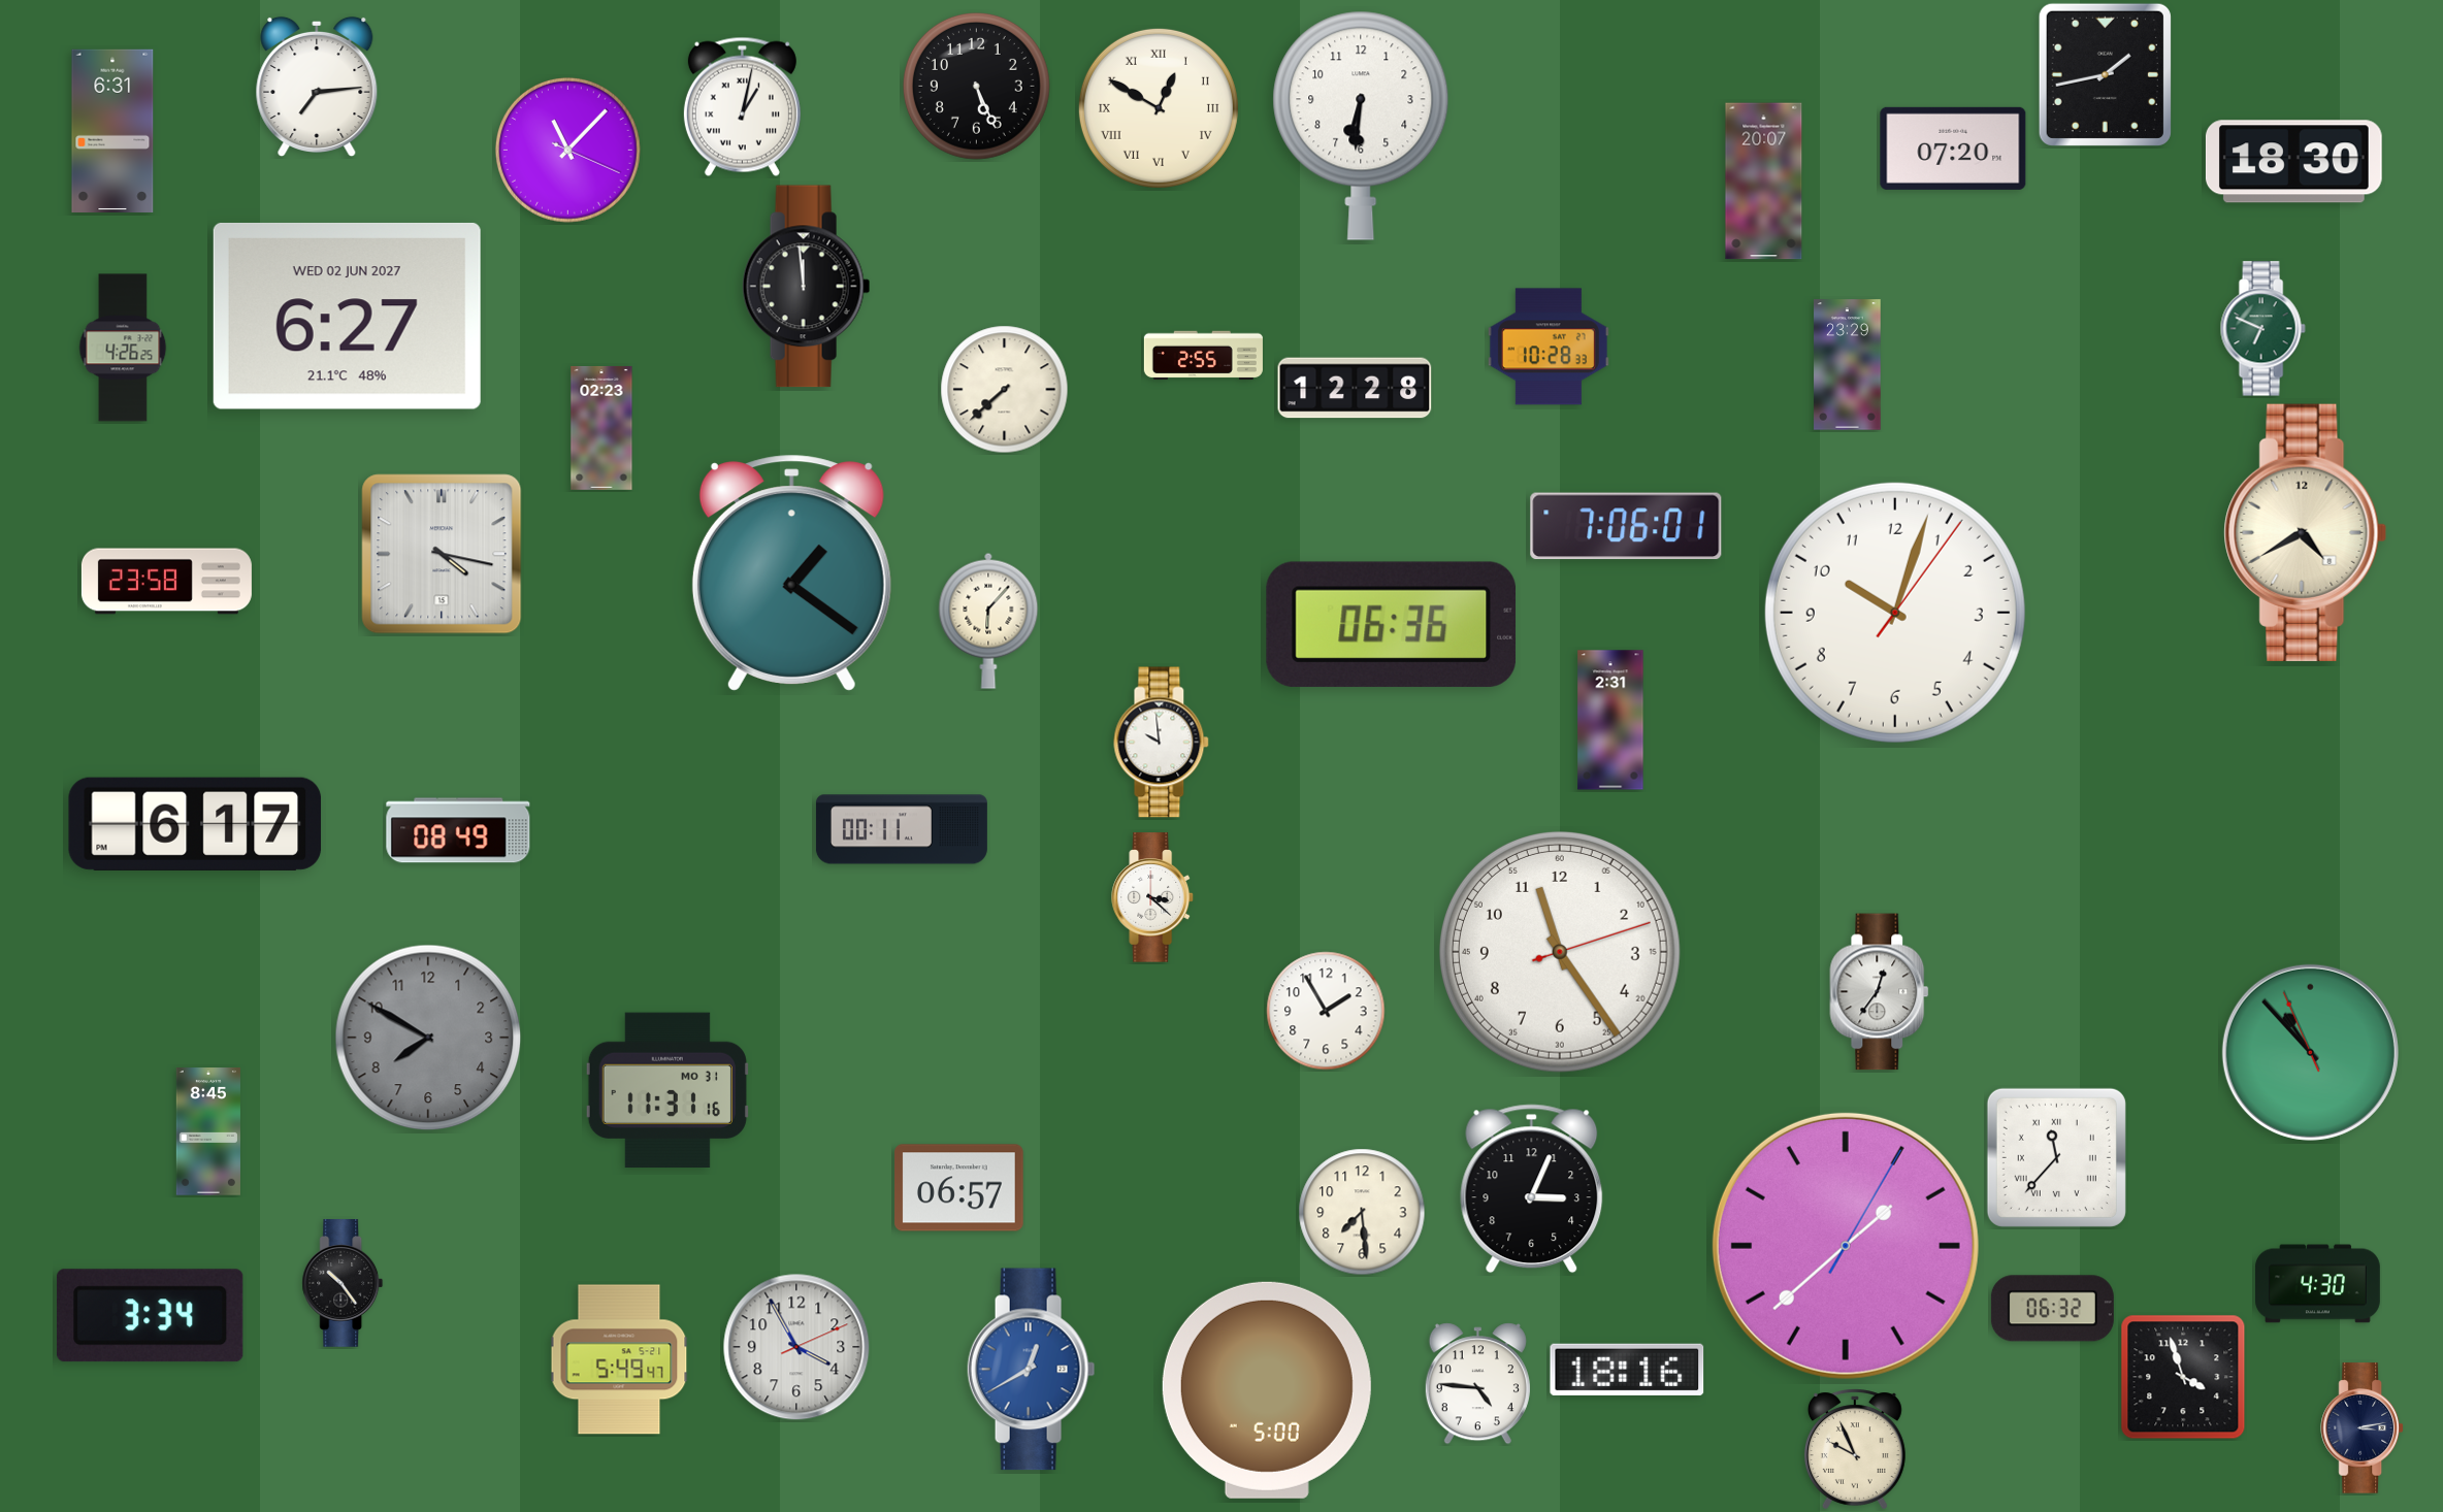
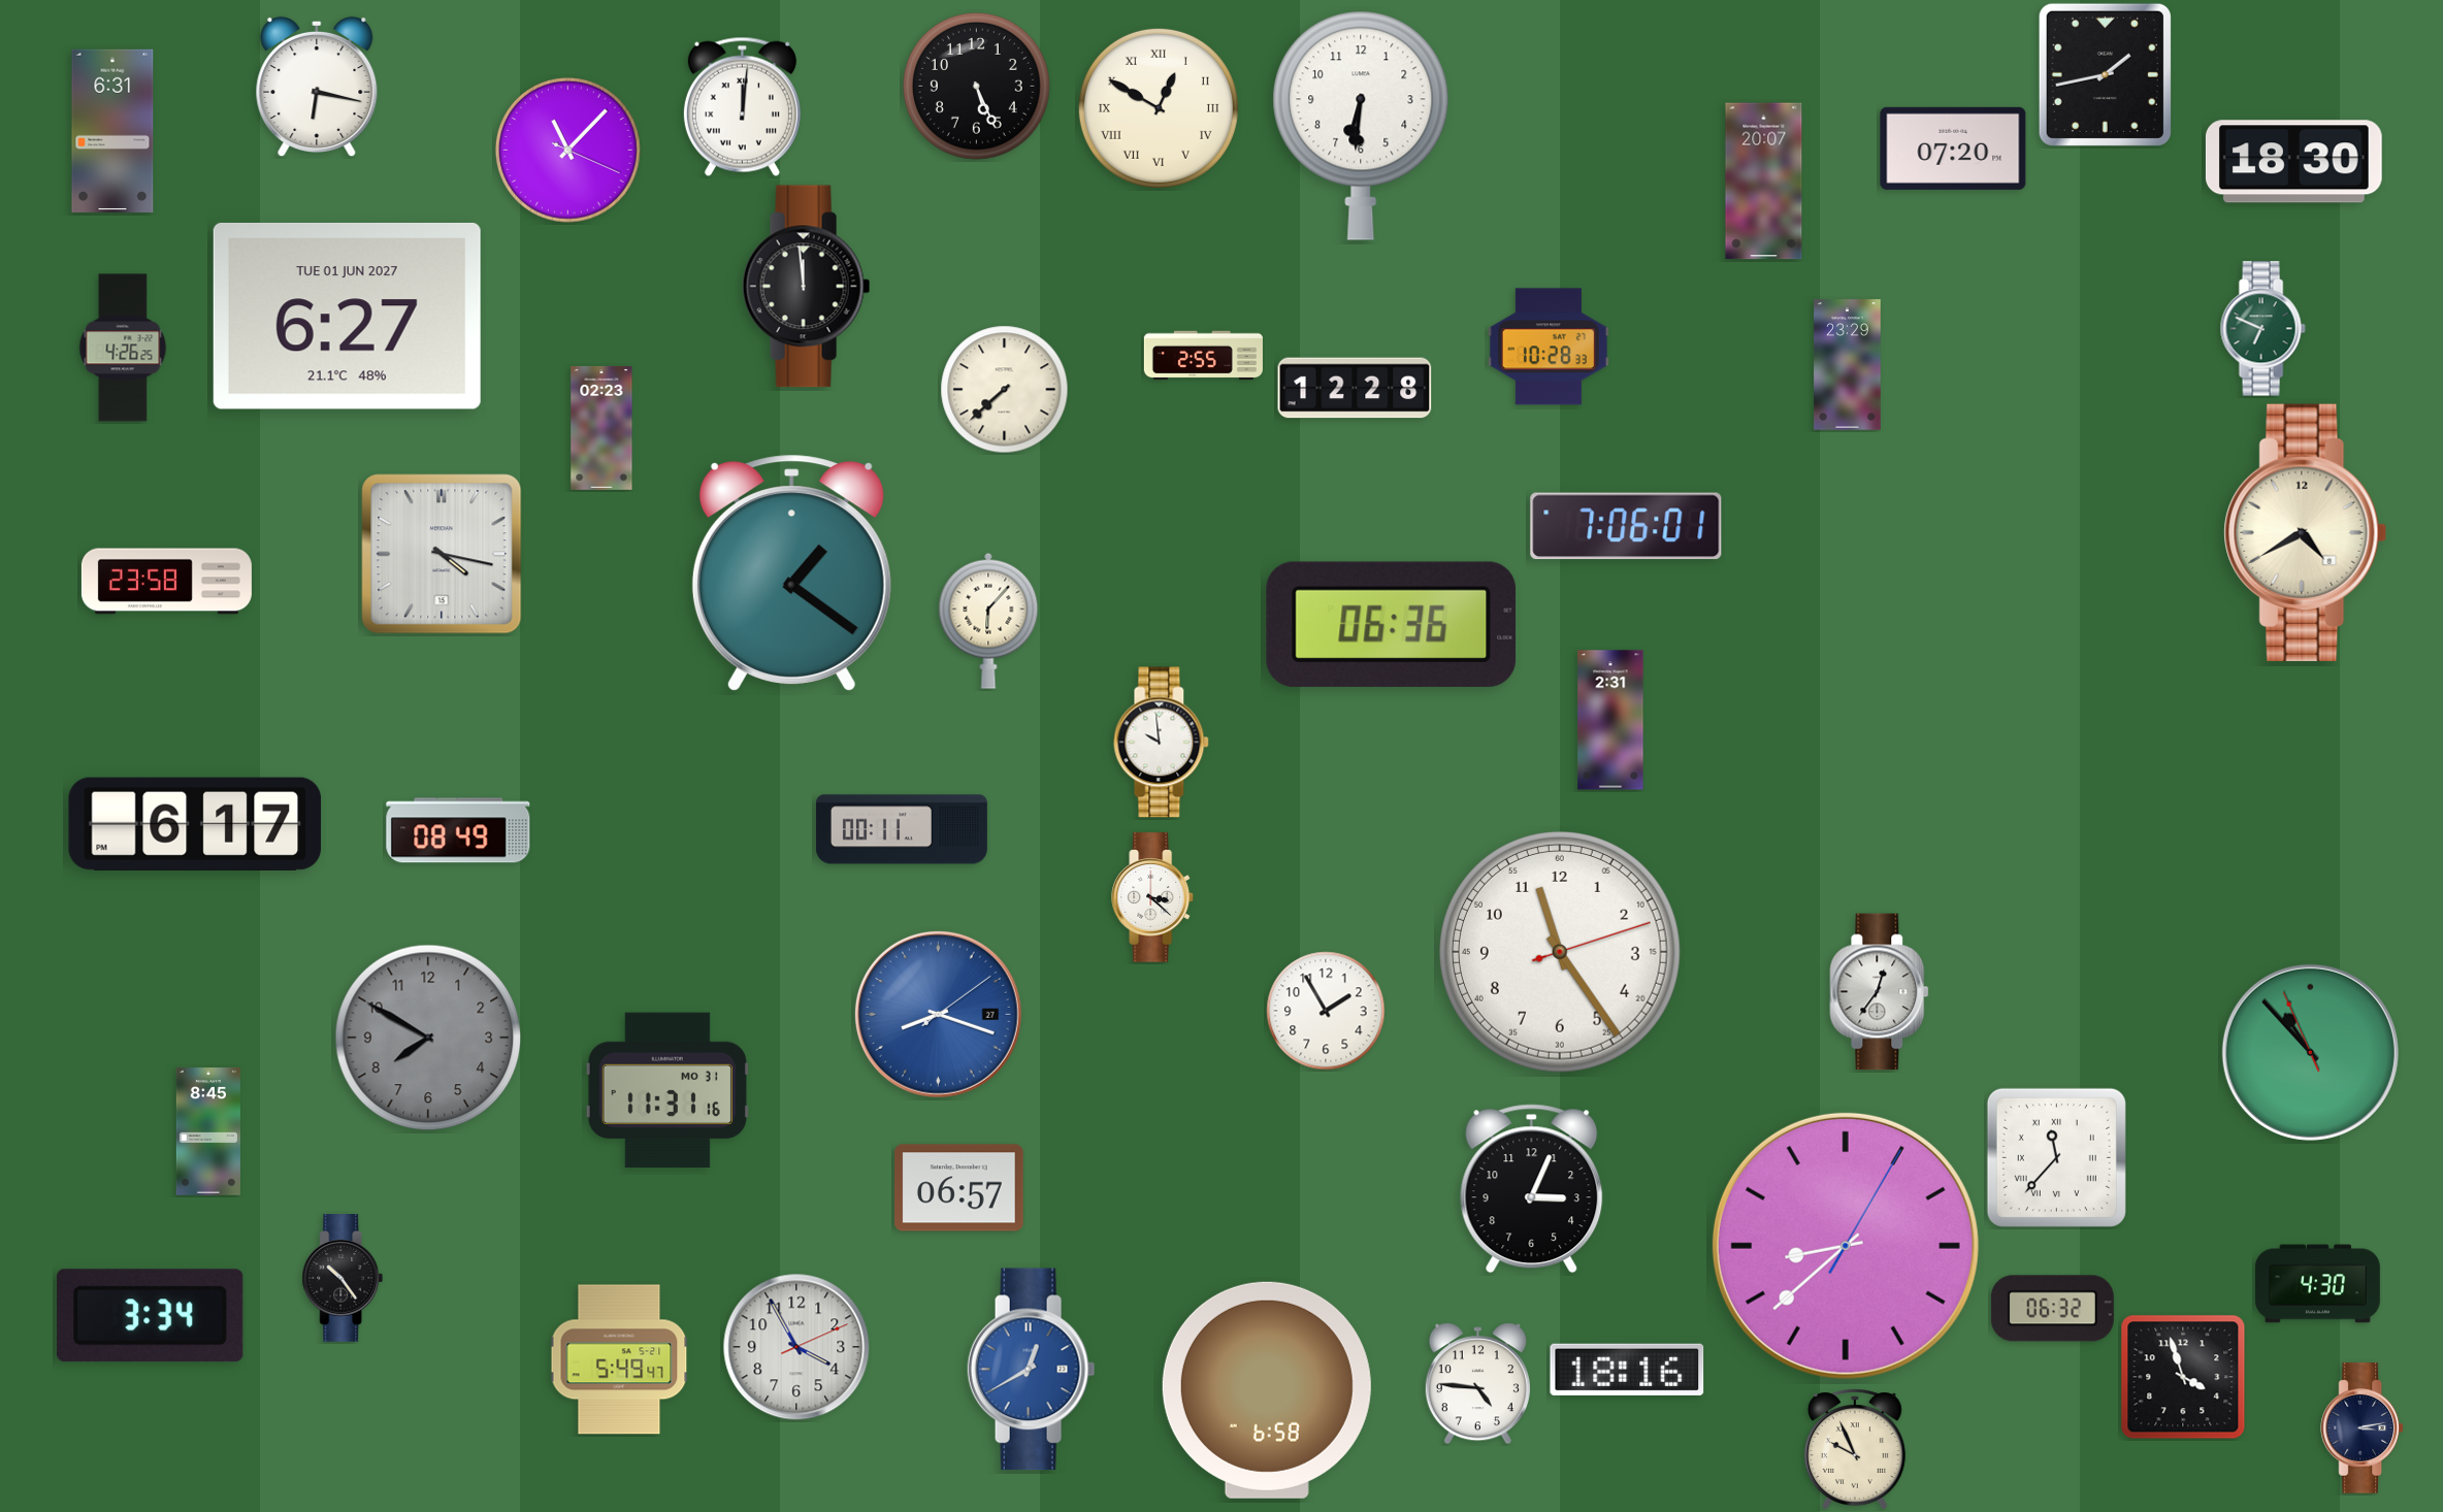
clock at (317, 86): 7:14 -> 6:17
clock at (742, 106): 1:02 -> 12:01
clock at (347, 316) date: WED 02 JUN 2027 -> TUE 01 JUN 2027
clock at (1895, 613): 10:03 -> none
clock at (938, 1014): none -> 8:18
clock at (1362, 1212): 7:29 -> none
clock at (1846, 1246): 1:38 -> 8:38
clock at (343, 1283) position: (343, 1283) -> (343, 1278)
clock at (1267, 1390): 5:00 -> 6:58
